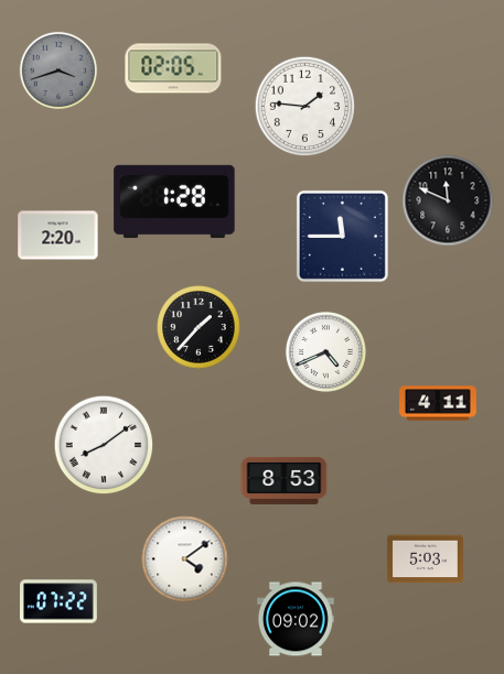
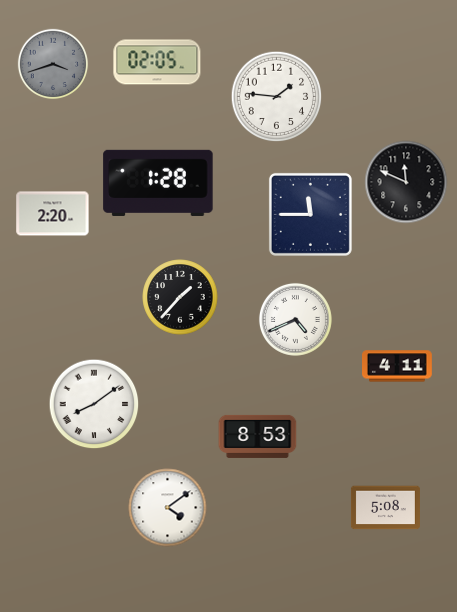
clock at (425, 559): 5:03 -> 5:08
clock at (60, 601): 07:22 -> none
clock at (297, 619): 09:02 -> none
